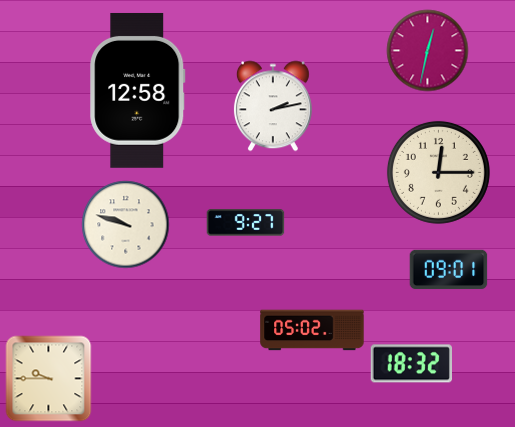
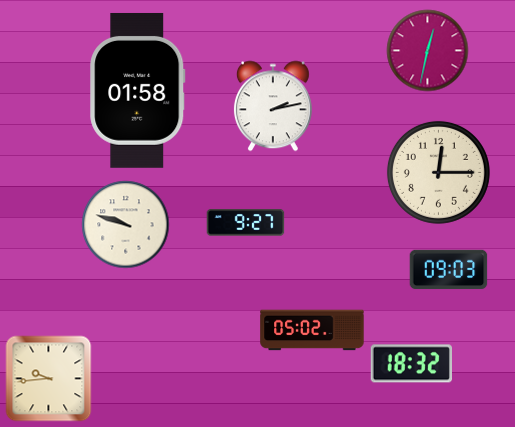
clock at (138, 90): 12:58 -> 01:58
clock at (448, 270): 09:01 -> 09:03
clock at (48, 378): 9:45 -> 9:44
